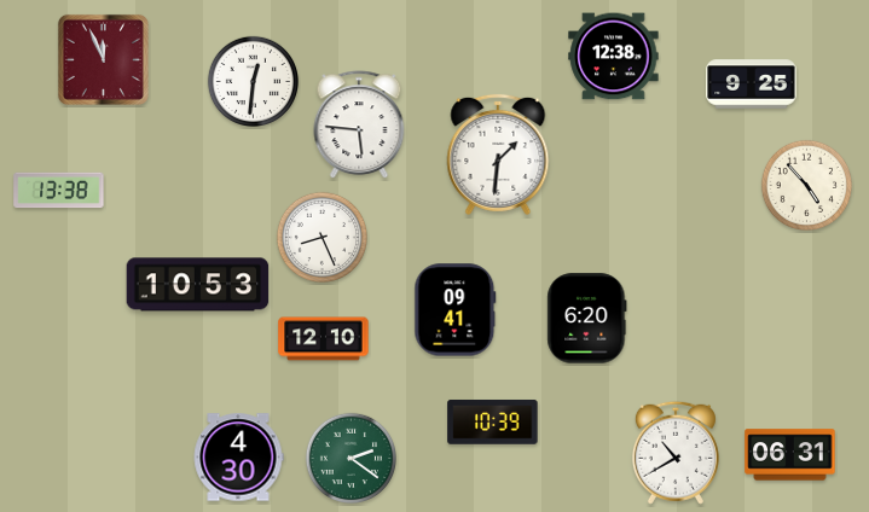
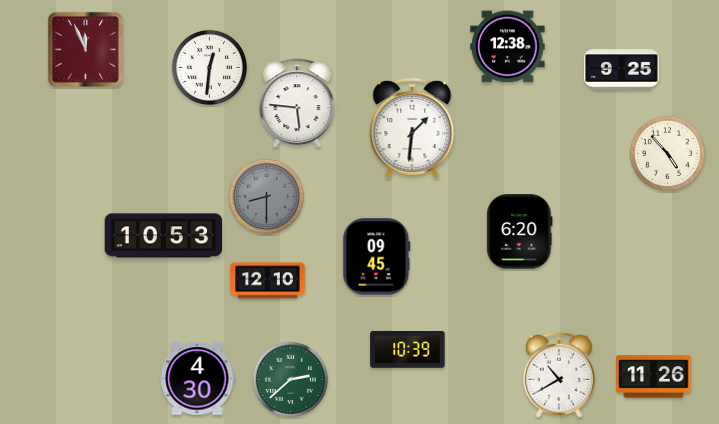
clock at (59, 191): 13:38 -> none
clock at (321, 237): 8:26 -> 8:30
clock at (321, 237) dial: white -> grey
clock at (456, 310): 09:41 -> 09:45
clock at (587, 319) position: (587, 319) -> (520, 232)
clock at (790, 455): 06:31 -> 11:26
clock at (351, 458): 2:21 -> 2:38
